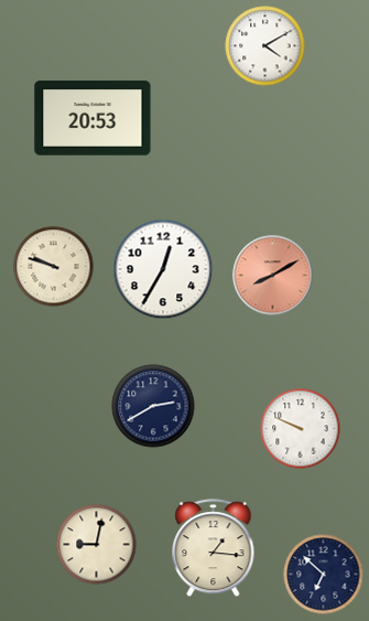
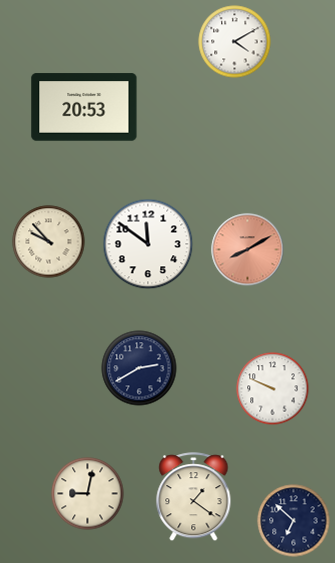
clock at (265, 46) position: (265, 46) -> (235, 42)
clock at (54, 267): 9:48 -> 9:53
clock at (163, 269): 12:35 -> 11:51
clock at (214, 548): 1:16 -> 1:21
